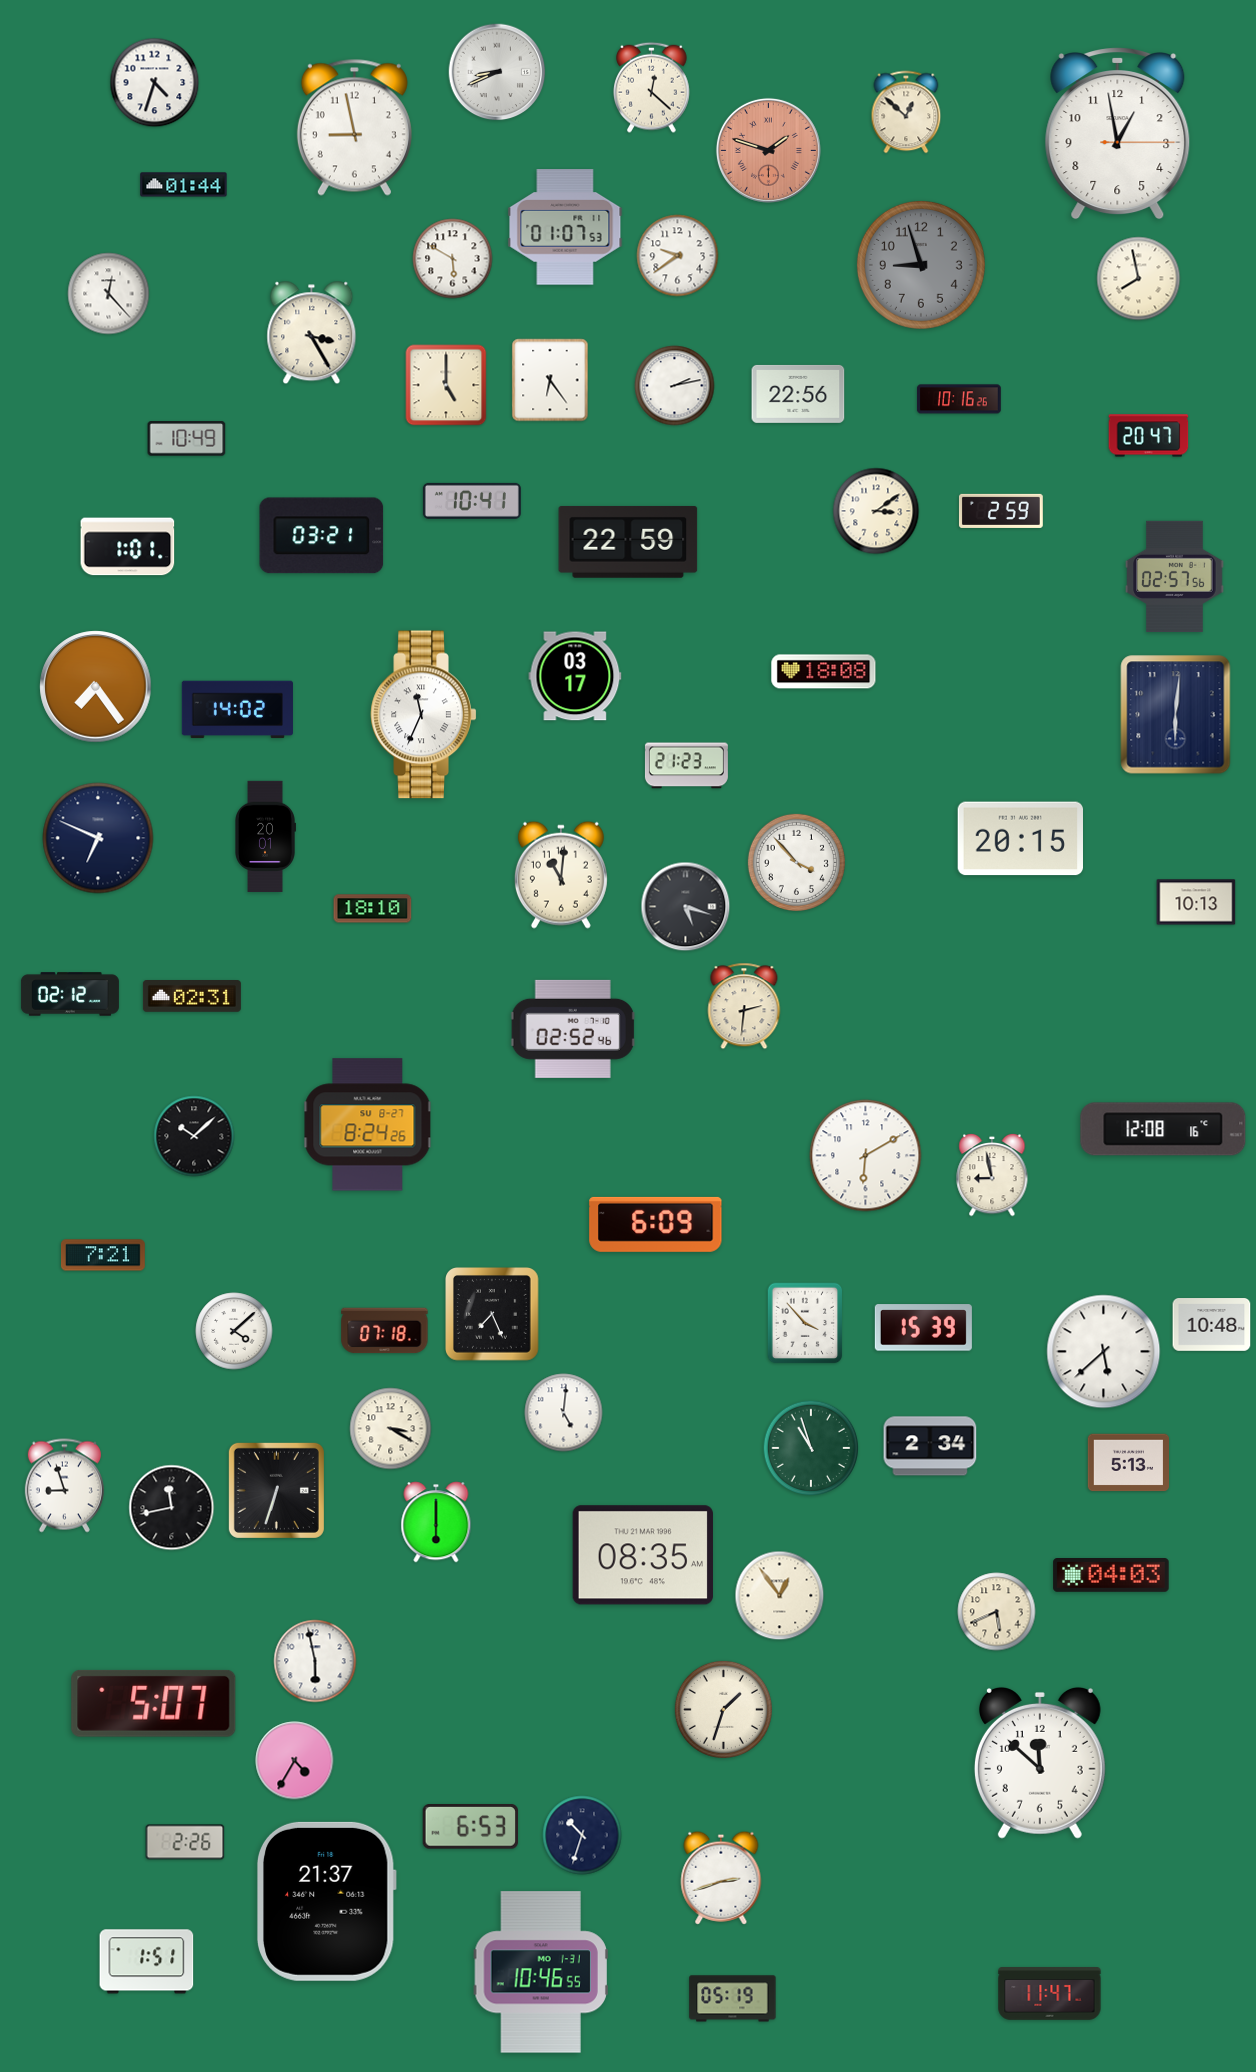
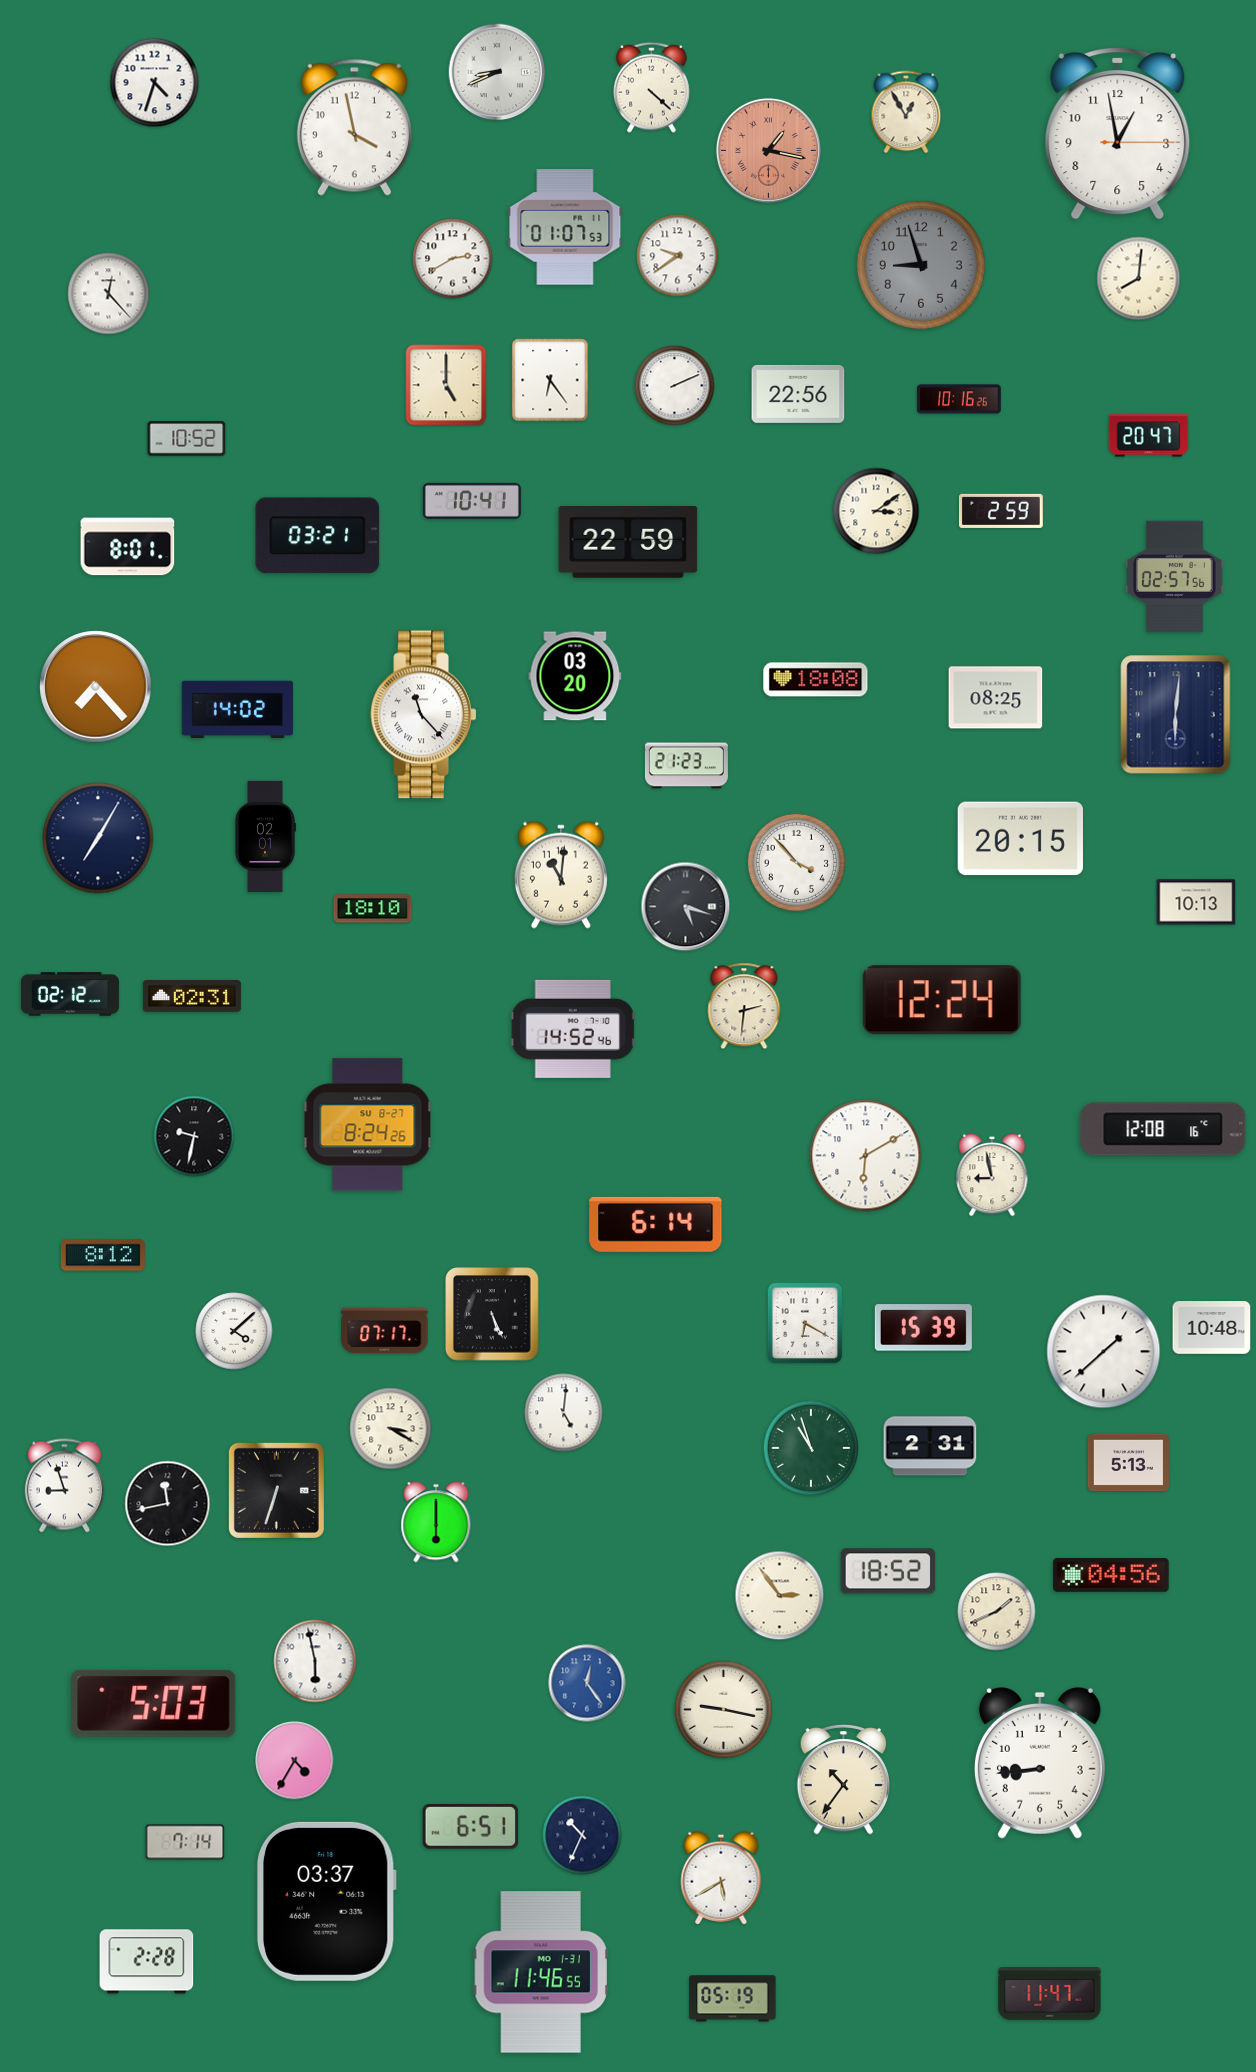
clock at (652, 87): 12:22 -> 4:22
clock at (906, 112): 12:52 -> 12:55
clock at (354, 127): 8:58 -> 3:58
clock at (768, 150): 1:48 -> 1:17
clock at (184, 185): 01:44 -> none
clock at (453, 259): 5:50 -> 2:40
clock at (1139, 279): 7:58 -> 8:01
clock at (312, 333): 3:25 -> none
clock at (675, 386): 2:13 -> 2:11
clock at (187, 439): 10:49 -> 10:52
clock at (322, 536) position: (322, 536) -> (318, 536)
clock at (128, 547): 1:01 -> 8:01
clock at (824, 672) position: (824, 672) -> (816, 680)
clock at (575, 676): 03:17 -> 03:20
clock at (96, 687): 7:24 -> 7:23
clock at (996, 698): none -> 08:25
clock at (424, 715): 11:34 -> 11:23
clock at (266, 836): 20:01 -> 02:01
clock at (98, 838): 6:49 -> 7:05
clock at (942, 1000): none -> 12:24
clock at (573, 1029): 02:52 -> 14:52
clock at (194, 1136): 10:08 -> 9:32
clock at (656, 1224): 6:09 -> 6:14
clock at (103, 1255): 7:21 -> 8:12
clock at (492, 1314): 7:26 -> 5:26
clock at (805, 1323): 3:53 -> 6:20
clock at (1212, 1325) position: (1212, 1325) -> (1212, 1328)
clock at (385, 1331): 07:18 -> 07:17
clock at (1104, 1352): 5:38 -> 1:38
clock at (930, 1446): 2:34 -> 2:31
clock at (172, 1508) position: (172, 1508) -> (168, 1504)
clock at (643, 1555): 08:35 -> none
clock at (888, 1571): none -> 18:52
clock at (1111, 1576): 04:03 -> 04:56
clock at (780, 1596): 12:54 -> 2:54
clock at (997, 1612): 5:41 -> 1:41
clock at (587, 1683): none -> 12:24
clock at (154, 1703): 5:07 -> 5:03
clock at (723, 1709): 1:33 -> 9:17
clock at (1040, 1763): 11:52 -> 8:44
clock at (843, 1780): none -> 10:36
clock at (470, 1827): 6:53 -> 6:51
clock at (582, 1835): 10:33 -> 10:34
clock at (185, 1842): 2:26 -> 7:14
clock at (721, 1878): 2:42 -> 5:40
clock at (326, 1901): 21:37 -> 03:37
clock at (147, 1962): 1:51 -> 2:28
clock at (541, 1972): 10:46 -> 11:46
